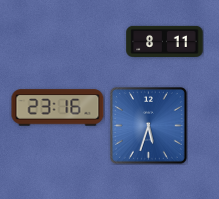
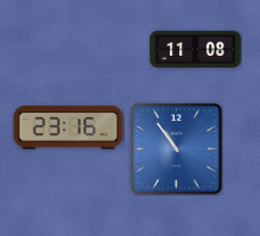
clock at (165, 41): 8:11 -> 11:08
clock at (148, 125): 5:33 -> 10:54
